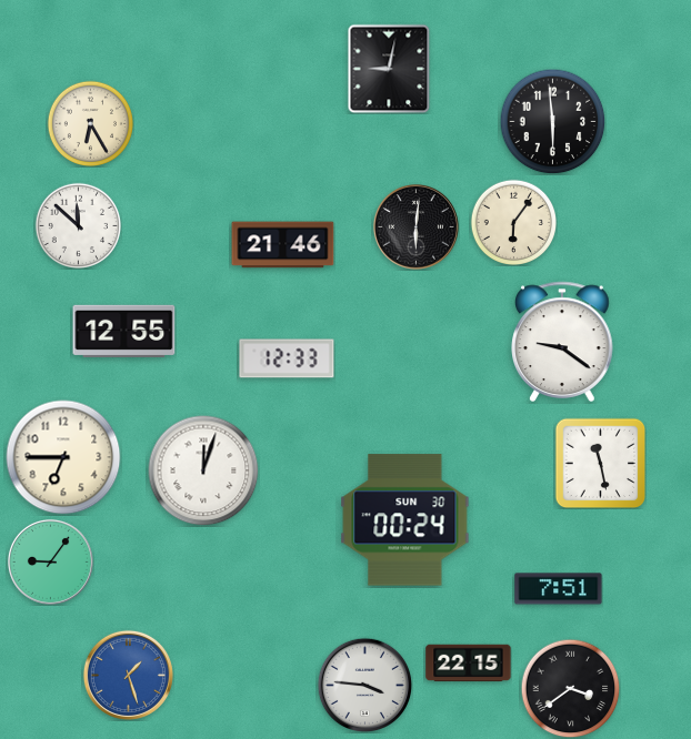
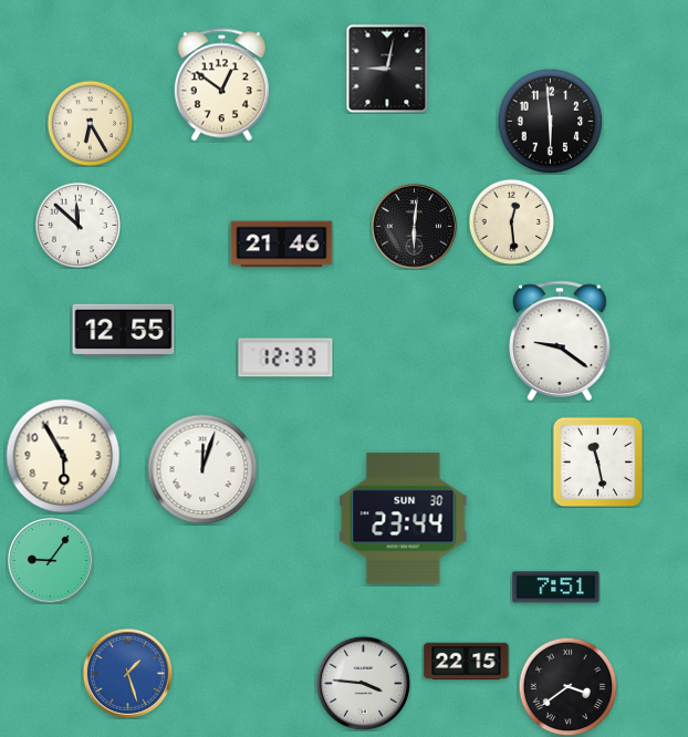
clock at (221, 85): none -> 12:51
clock at (513, 222): 6:06 -> 12:29
clock at (63, 457): 6:45 -> 5:55
clock at (405, 520): 00:24 -> 23:44
